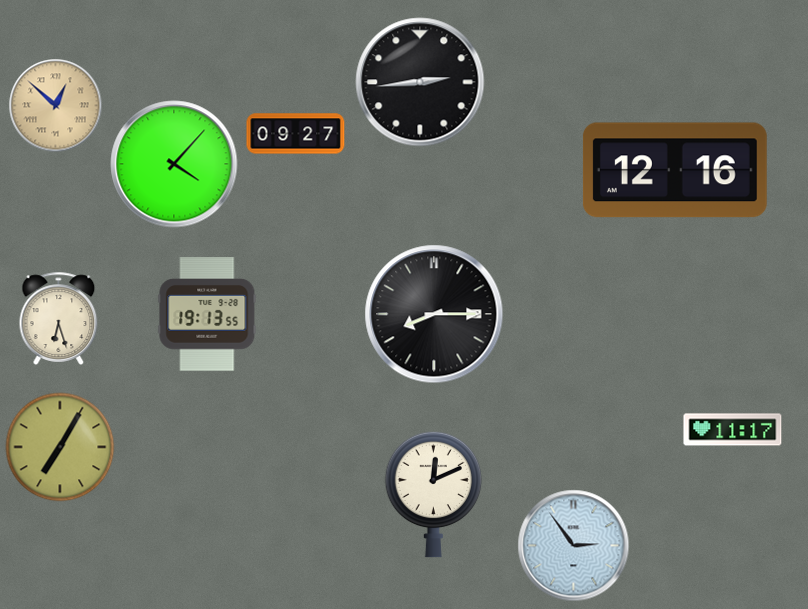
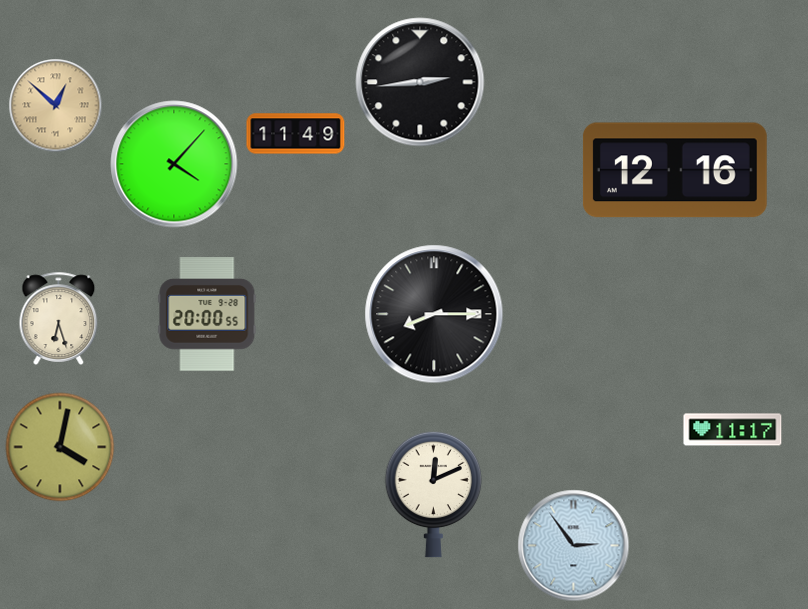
clock at (296, 134): 09:27 -> 11:49
clock at (207, 314): 19:13 -> 20:00
clock at (60, 447): 7:05 -> 4:02
